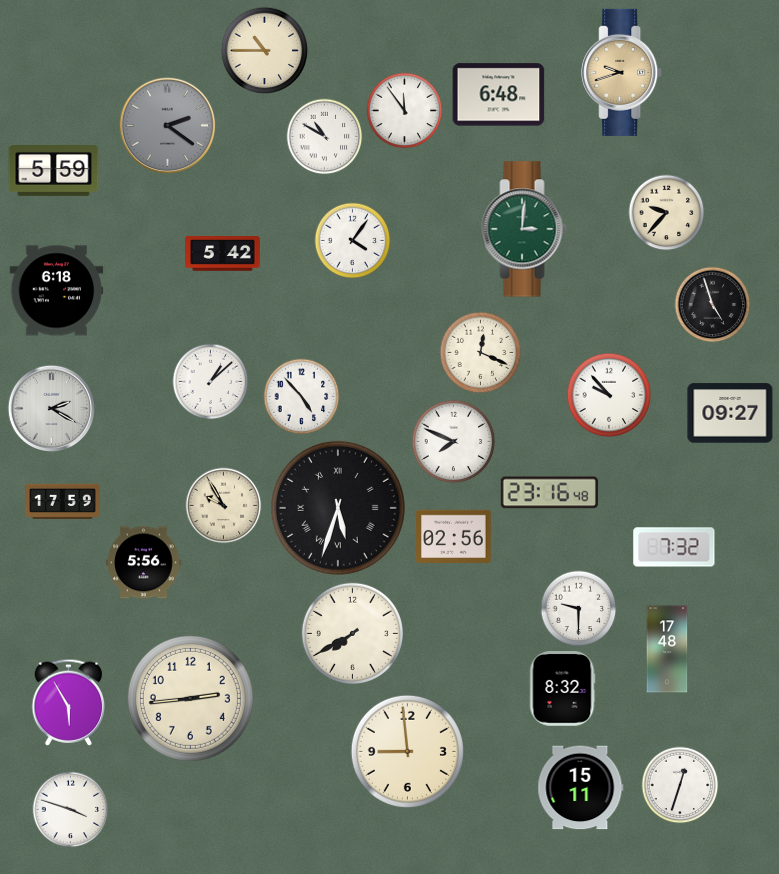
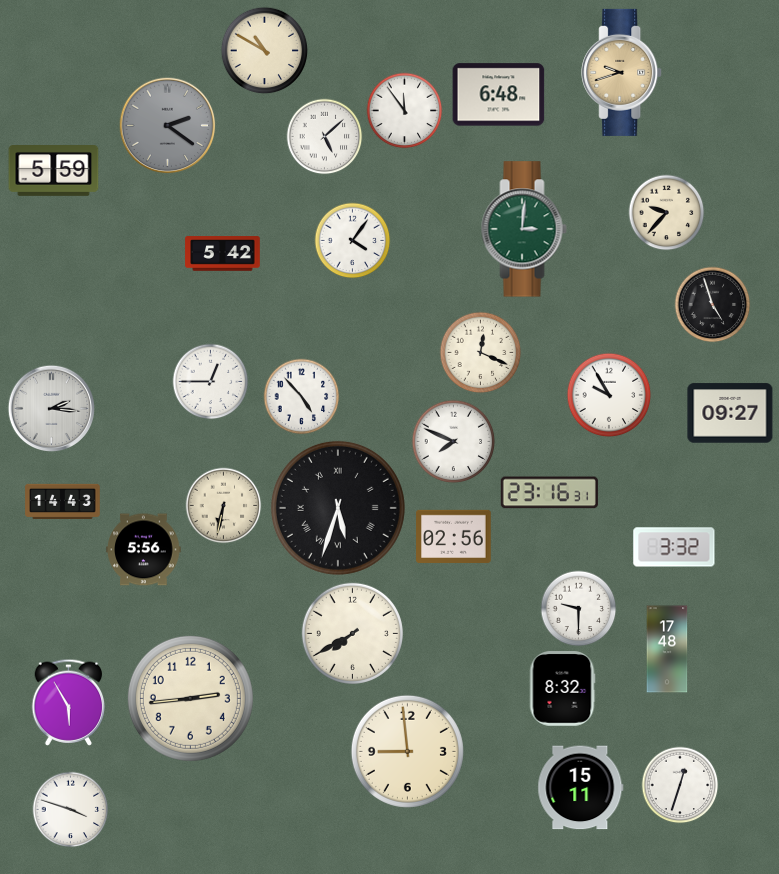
clock at (265, 51): 10:45 -> 10:50
clock at (325, 137): 10:50 -> 5:08
clock at (57, 291): 6:18 -> none
clock at (211, 382): 1:08 -> 12:45
clock at (609, 395): 9:53 -> 9:55
clock at (51, 408): 2:20 -> 2:16
clock at (549, 493): 23:16:48 -> 23:16:31
clock at (63, 501): 17:59 -> 14:43
clock at (224, 506): 9:55 -> 6:32
clock at (674, 547): 7:32 -> 3:32
clock at (144, 563) position: (144, 563) -> (144, 550)
